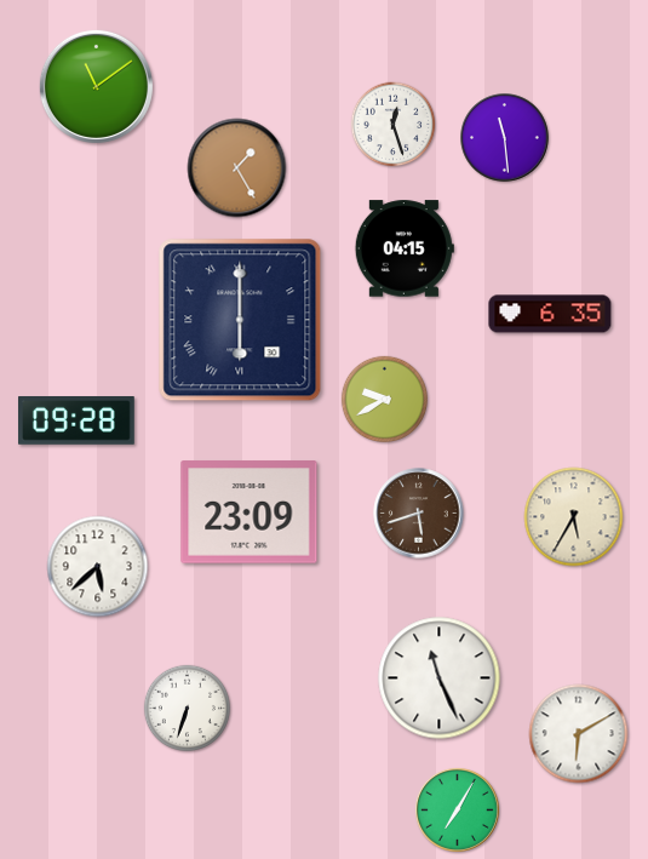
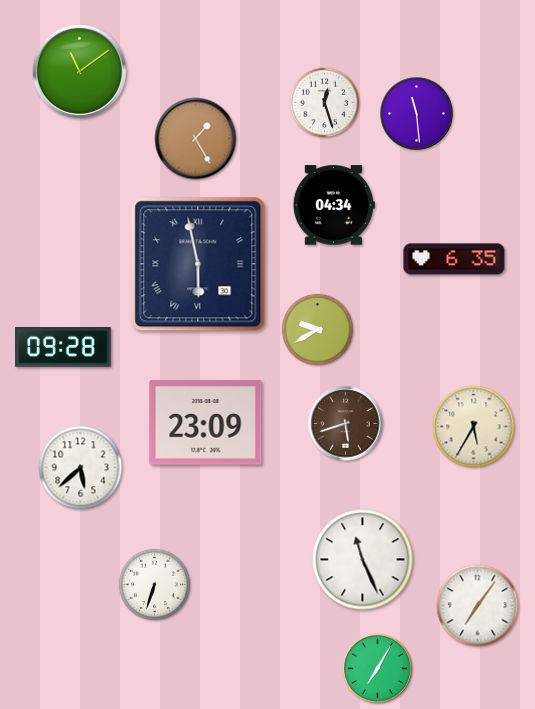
clock at (405, 248): 04:15 -> 04:34
clock at (240, 320): 6:00 -> 5:58
clock at (579, 734): 6:10 -> 7:06
